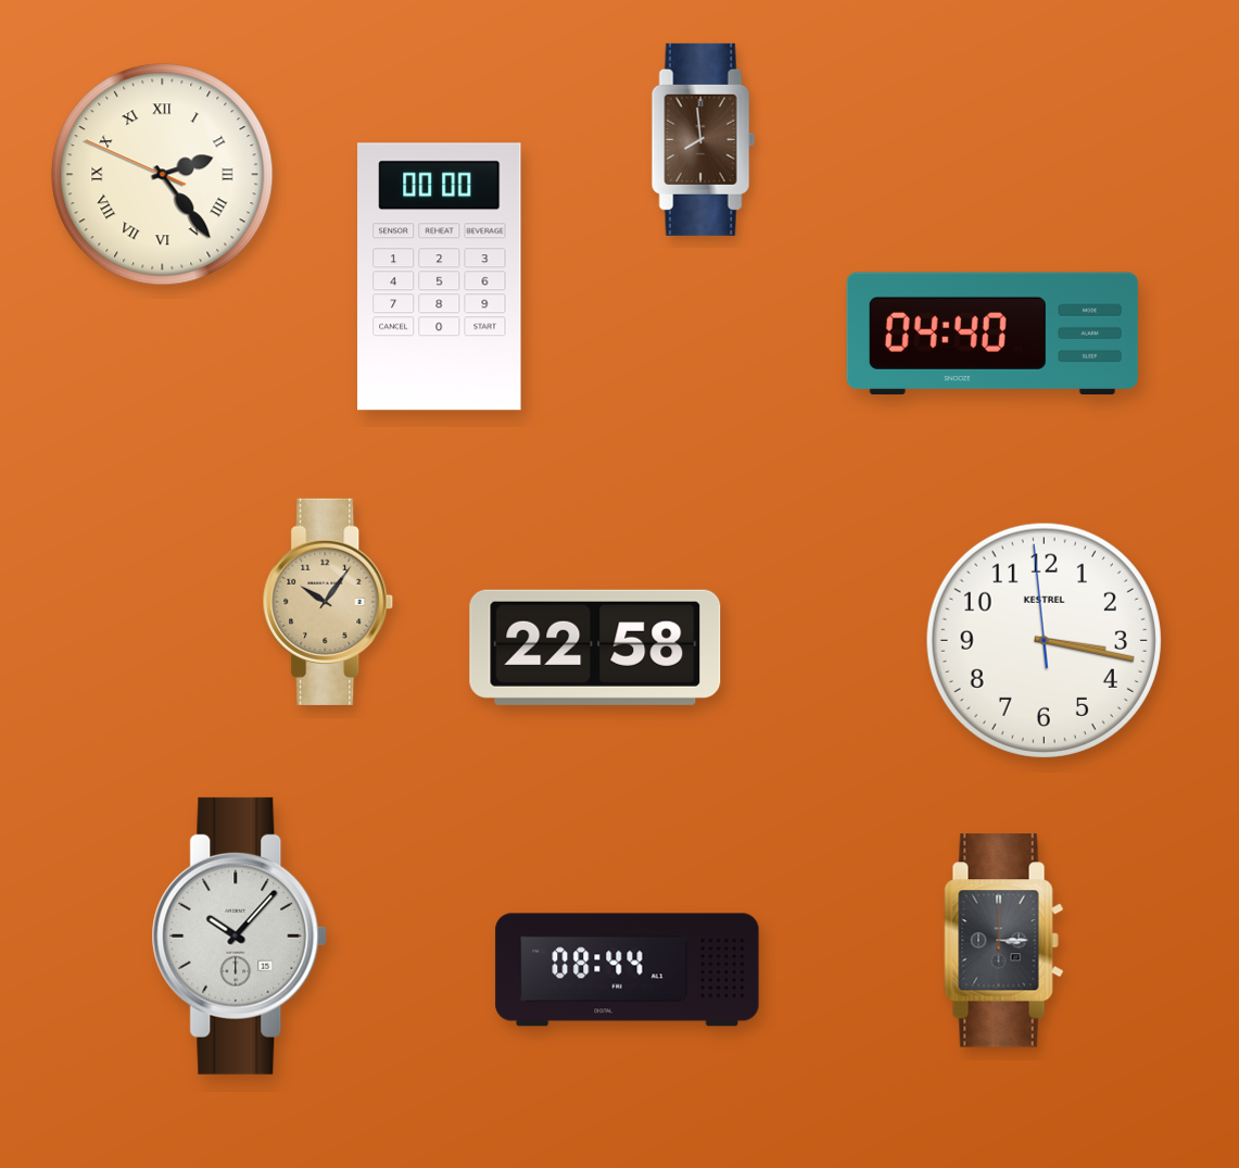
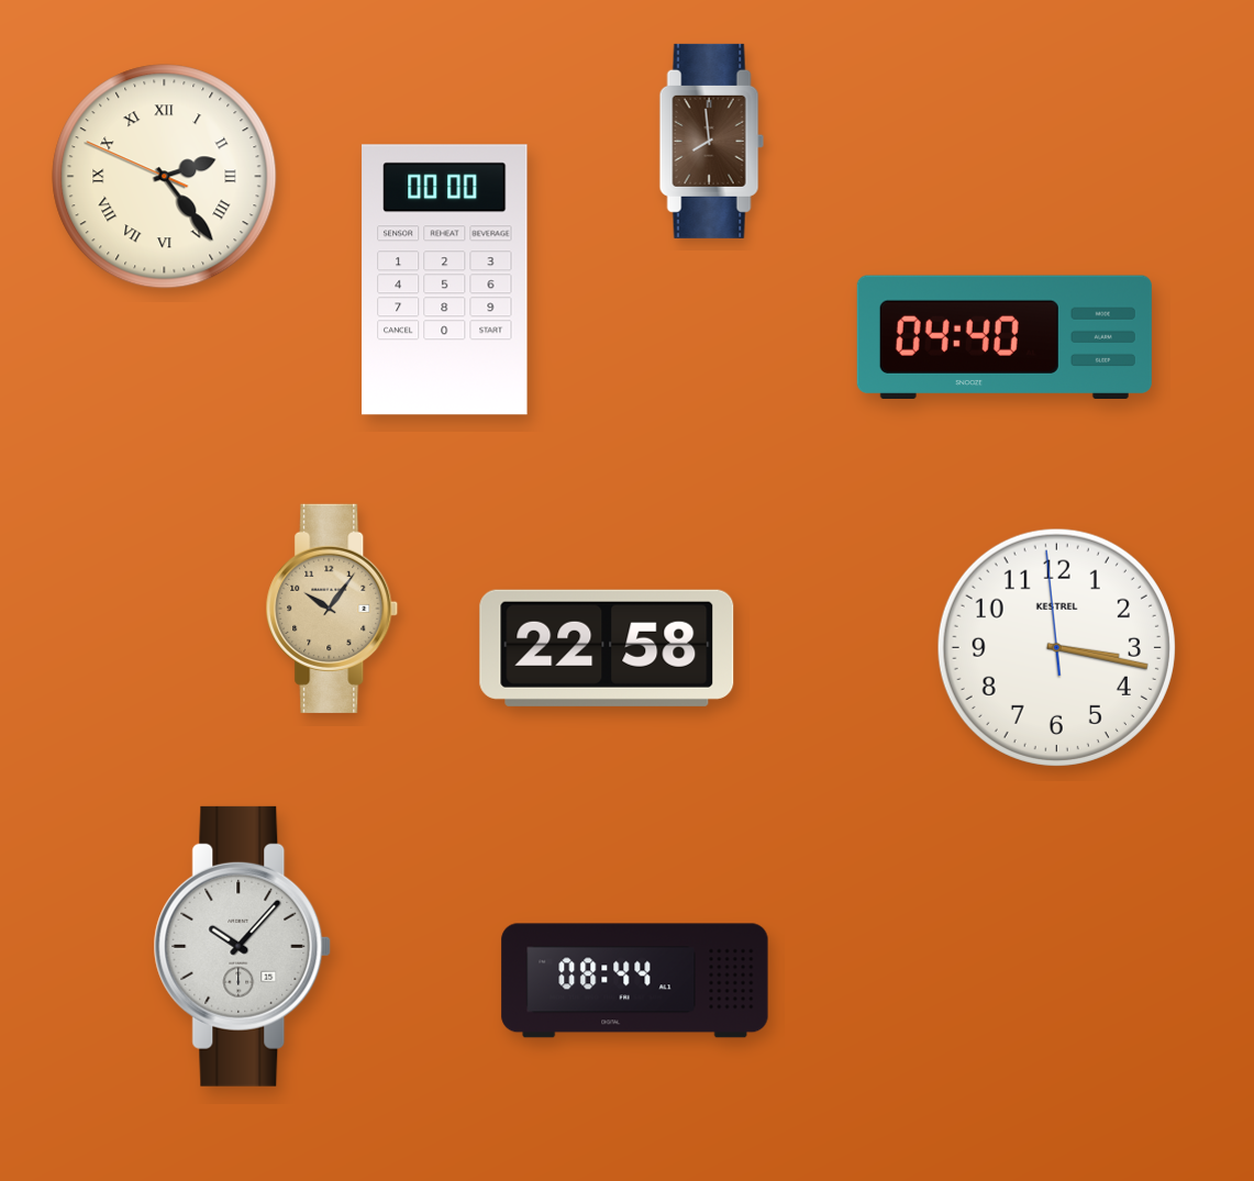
clock at (595, 648) position: (595, 648) -> (607, 648)
clock at (1004, 941): 3:15 -> none
